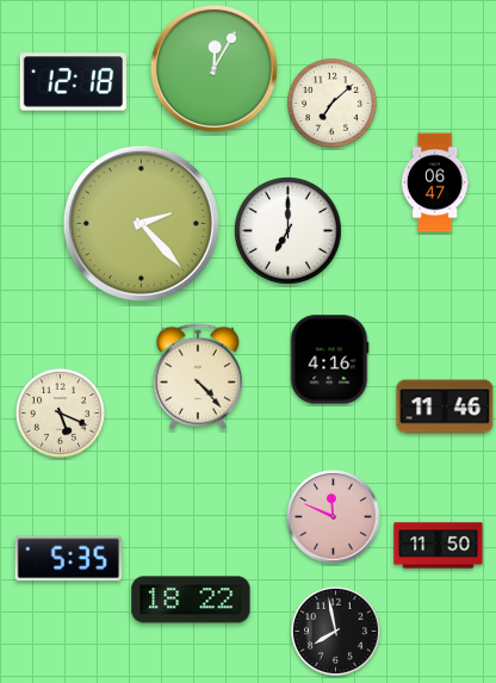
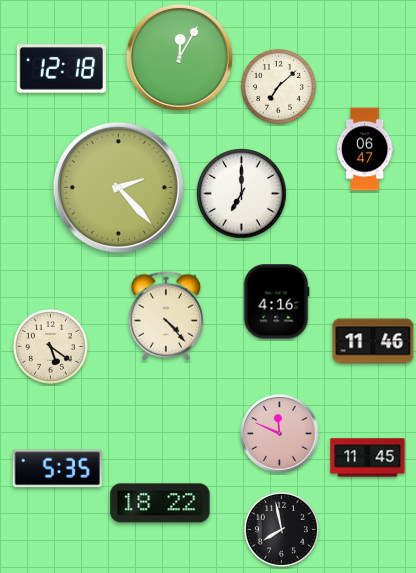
clock at (435, 182) position: (435, 182) -> (365, 149)
clock at (60, 412): 5:19 -> 5:21
clock at (439, 546): 11:50 -> 11:45
